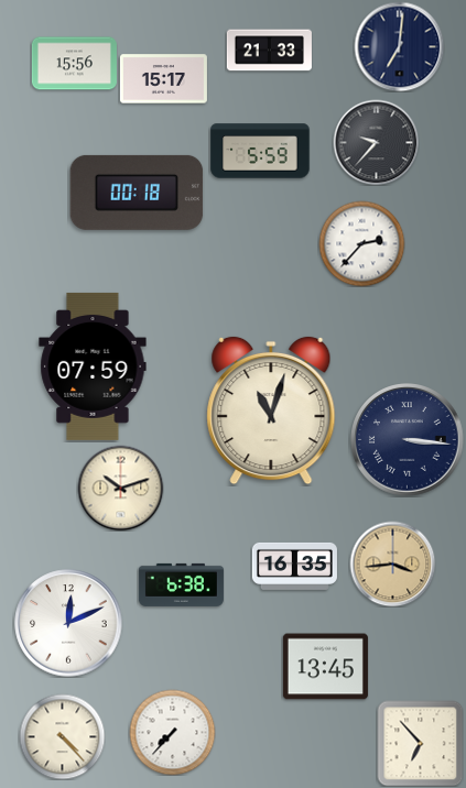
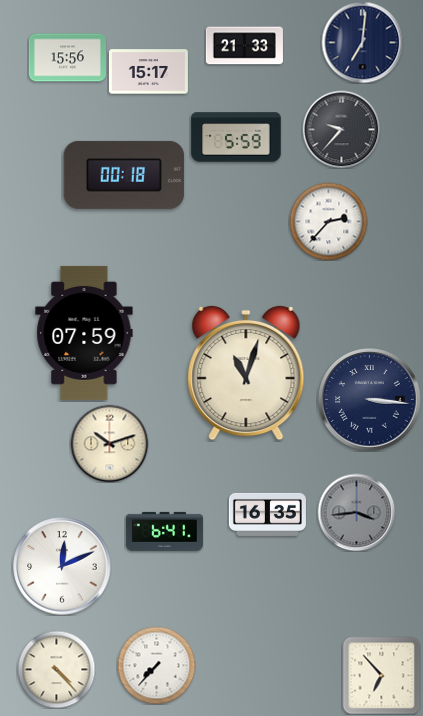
clock at (392, 563) dial: champagne -> grey
clock at (181, 584): 6:38 -> 6:41
clock at (325, 667): 13:45 -> none
